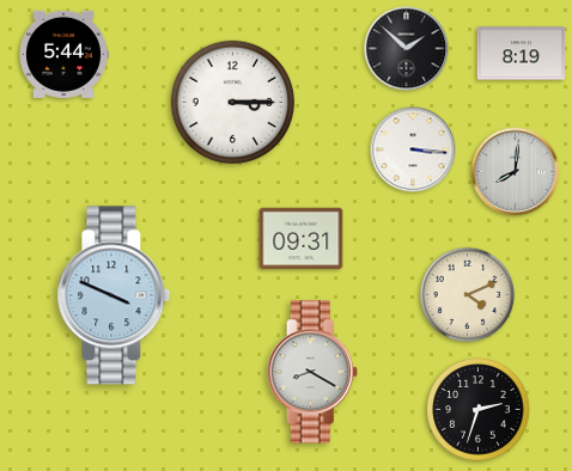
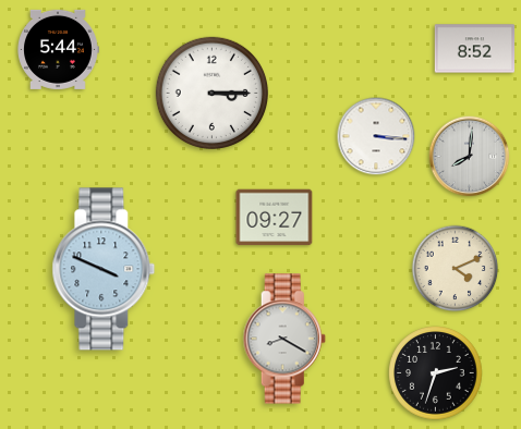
clock at (407, 49): 1:52 -> none
clock at (522, 54): 8:19 -> 8:52
clock at (302, 239): 09:31 -> 09:27
clock at (468, 295) position: (468, 295) -> (456, 269)
